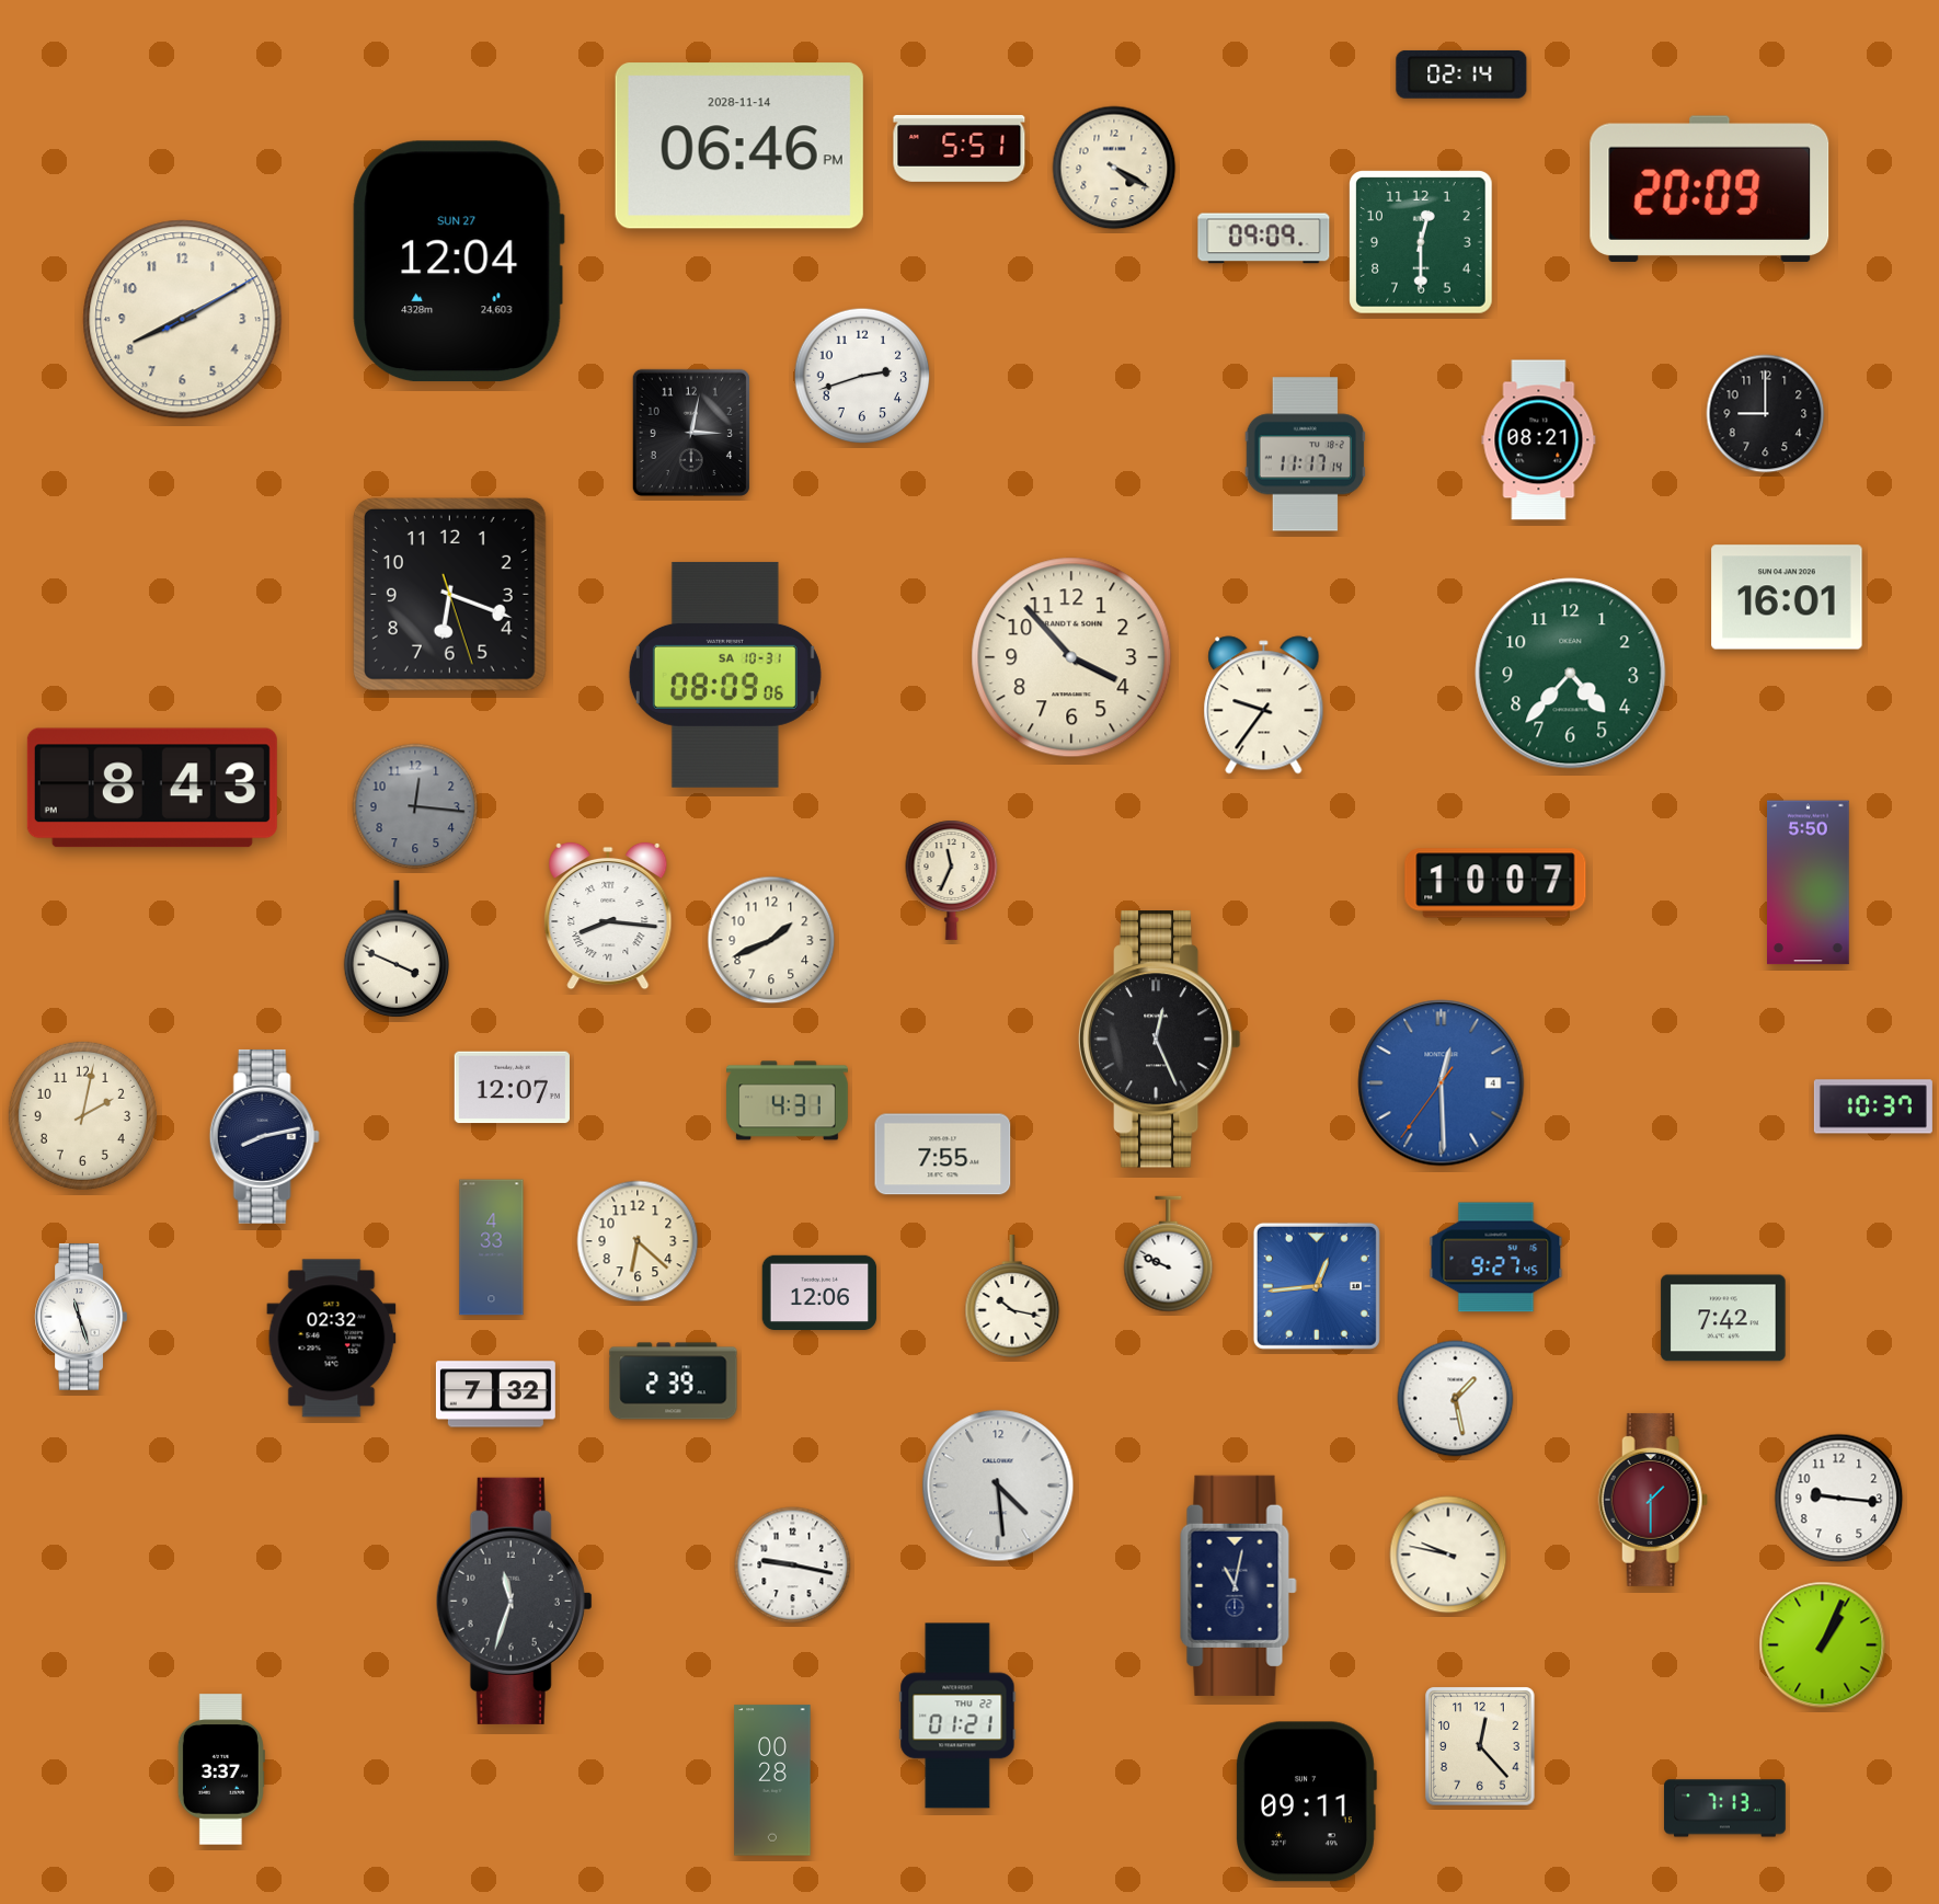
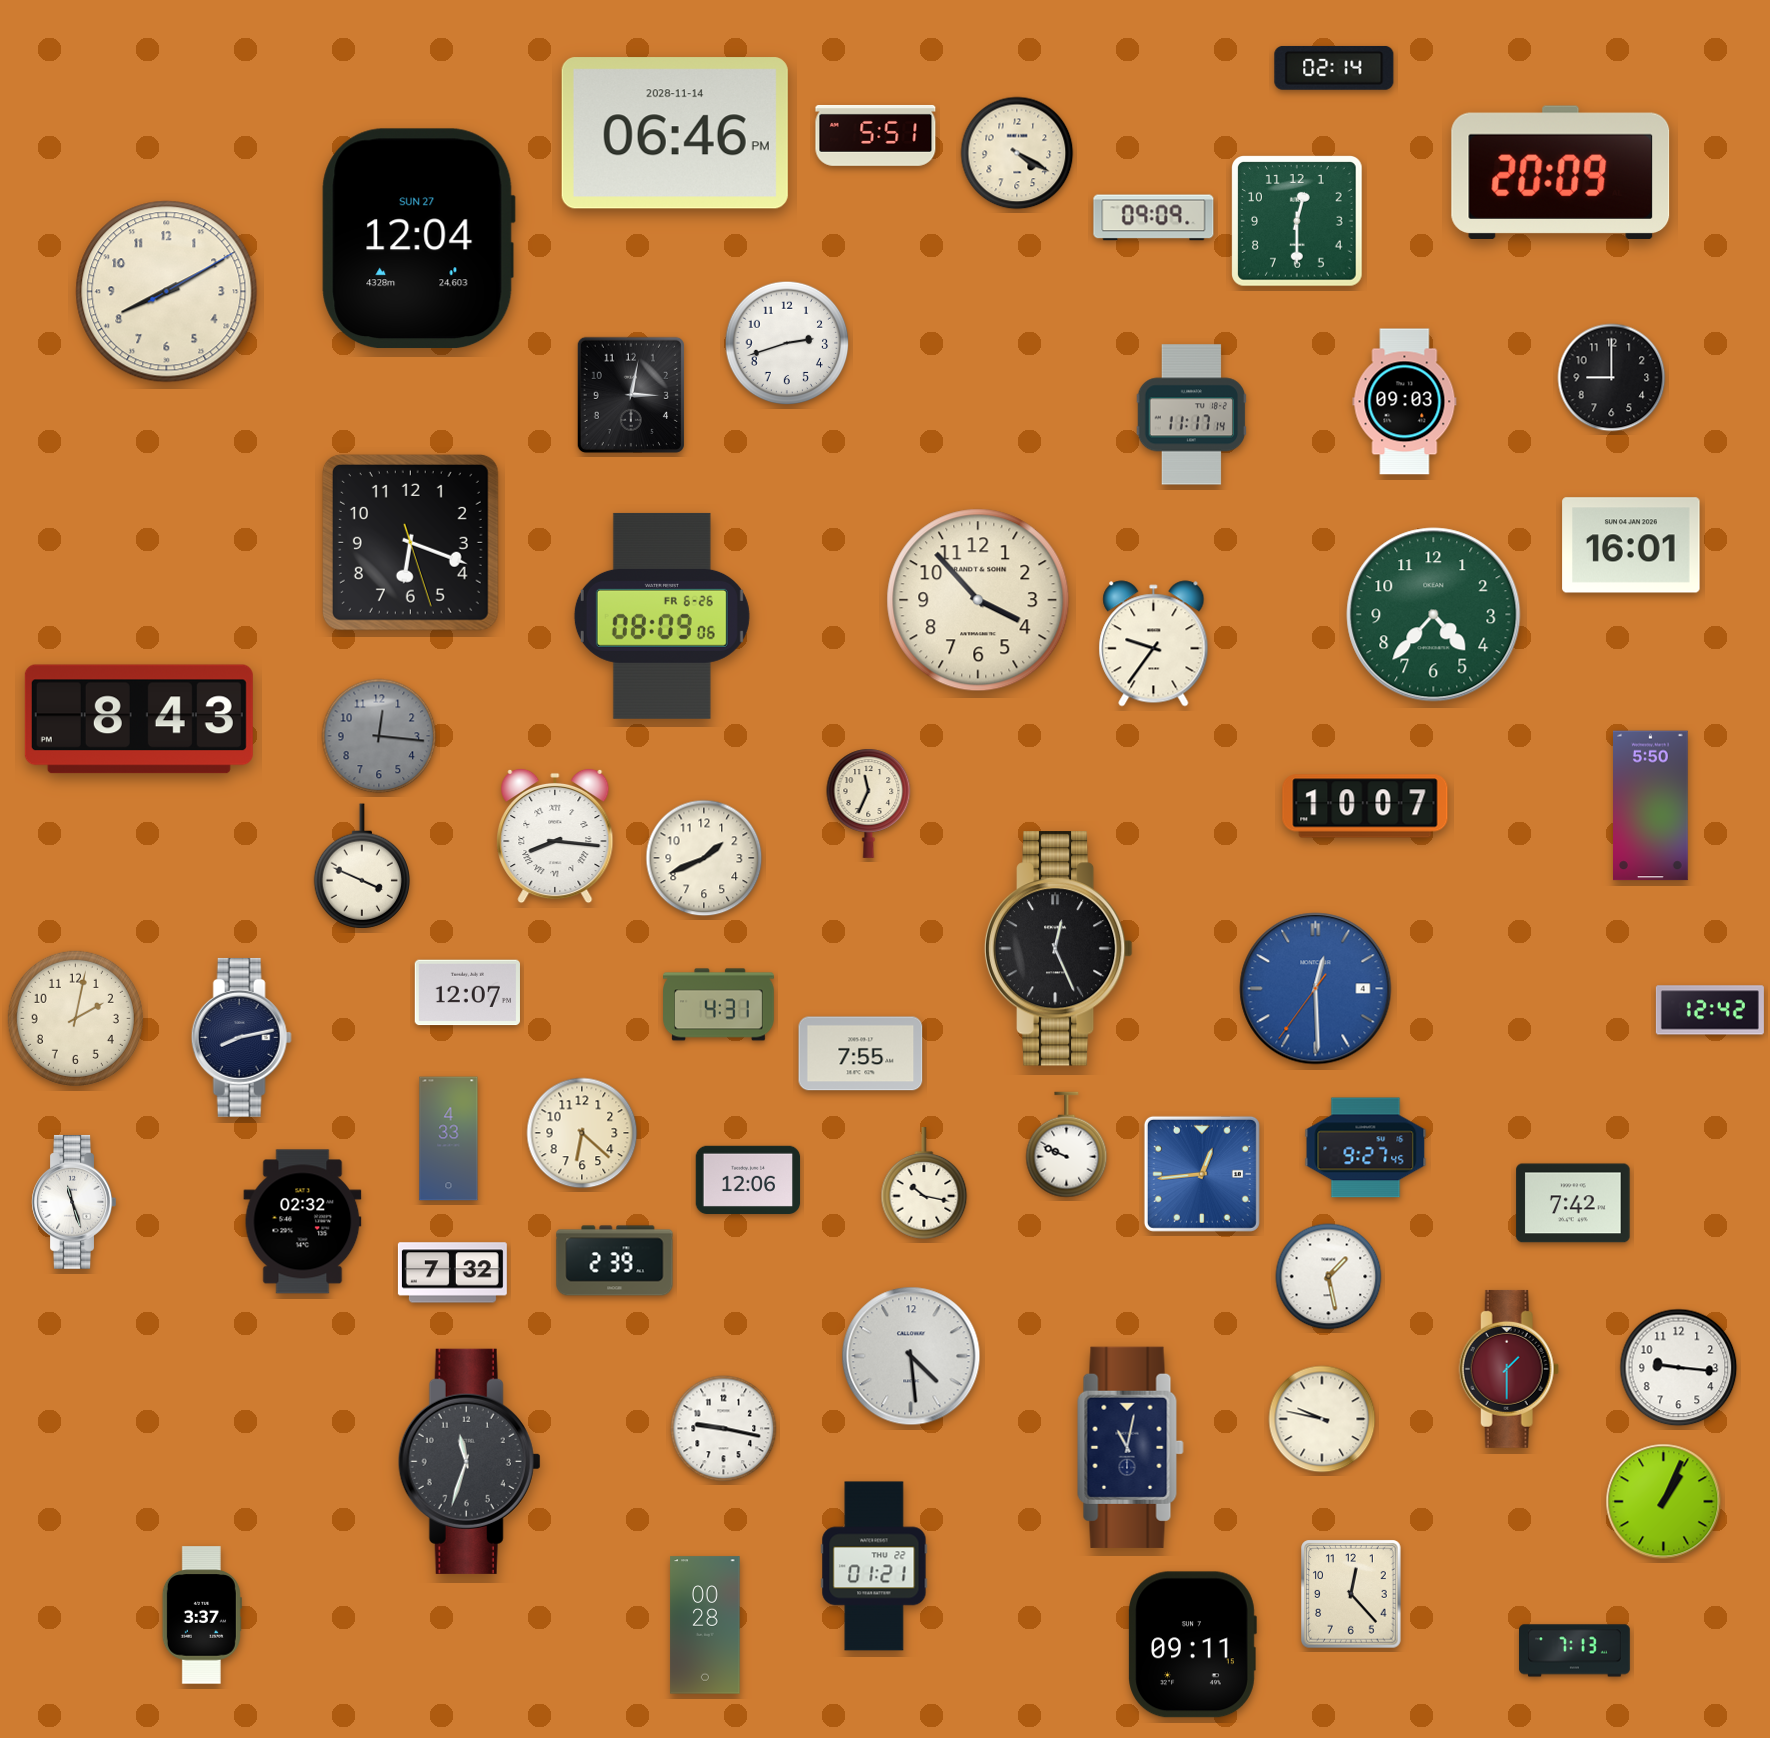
clock at (1539, 440): 08:21 -> 09:03
clock at (725, 675) date: SA 10-31 -> FR 6-26
clock at (1873, 1106): 10:37 -> 12:42
